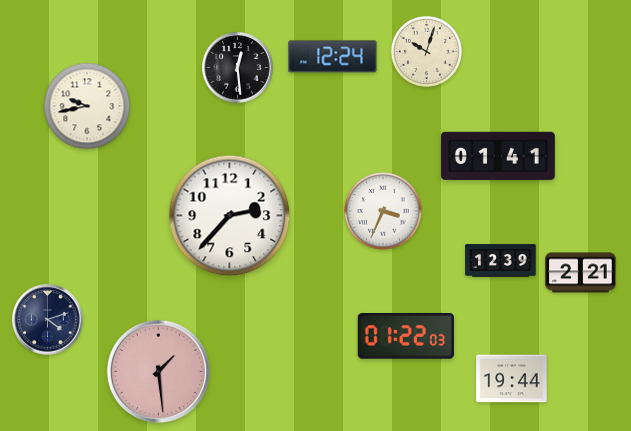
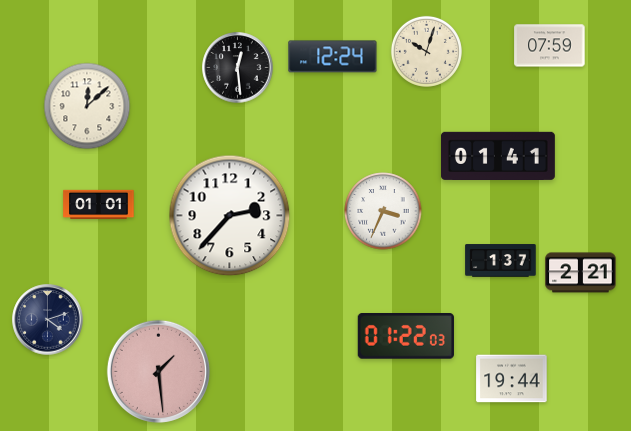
clock at (550, 46): none -> 07:59
clock at (87, 106): 9:43 -> 12:08
clock at (99, 205): none -> 01:01
clock at (501, 261): 12:39 -> 1:37
